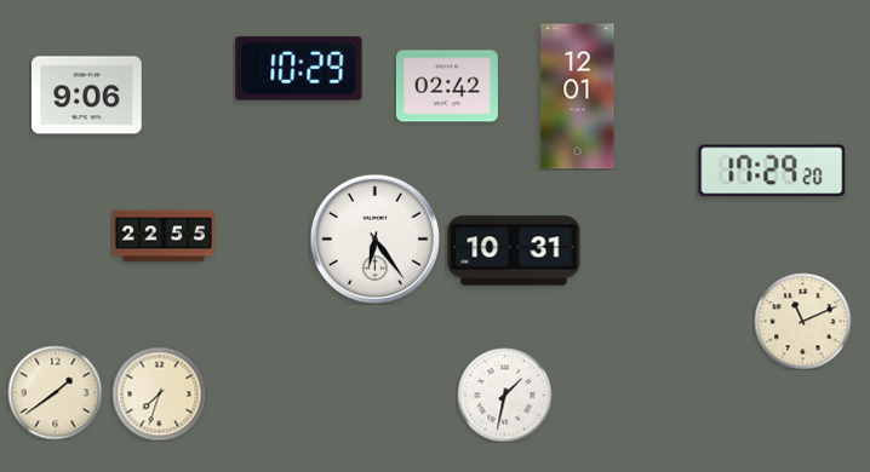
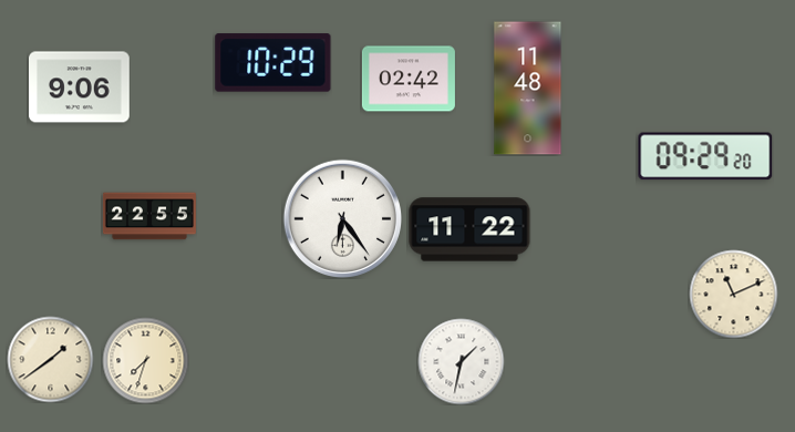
clock at (578, 97): 12:01 -> 11:48
clock at (772, 171): 17:29 -> 09:29
clock at (514, 251): 10:31 -> 11:22
